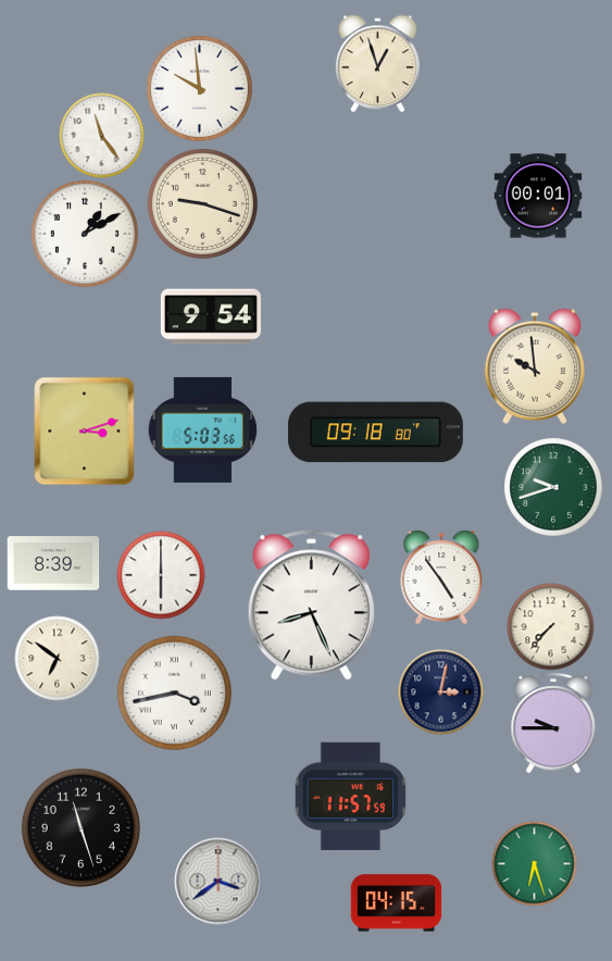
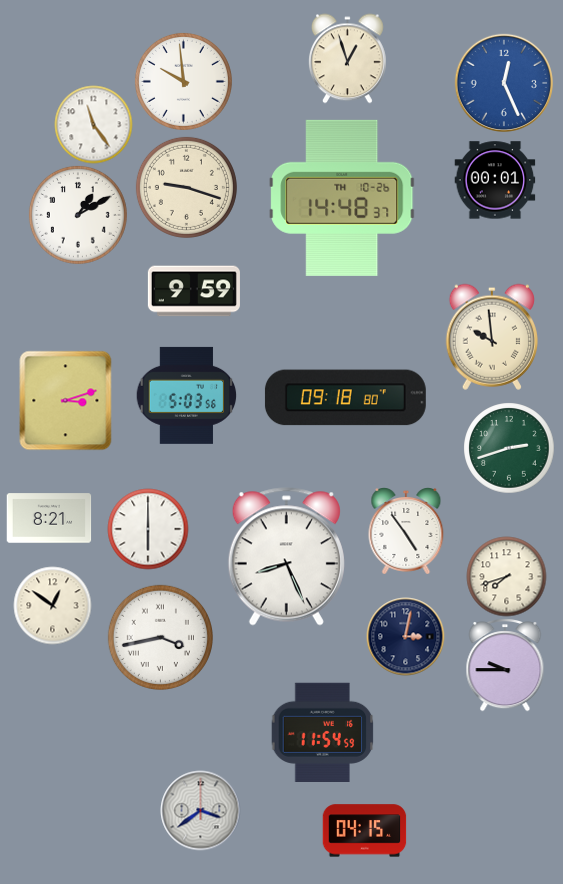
clock at (504, 83): none -> 12:26
clock at (342, 198): none -> 14:48
clock at (211, 316): 9:54 -> 9:59
clock at (85, 430) position: (85, 430) -> (66, 400)
clock at (553, 487): 9:42 -> 2:42
clock at (53, 563): 8:39 -> 8:21
clock at (550, 626): 7:37 -> 7:42
clock at (57, 658): 6:51 -> 12:51
clock at (553, 723) position: (553, 723) -> (505, 665)
clock at (350, 796): 11:57 -> 11:54
clock at (80, 827): 11:27 -> none
clock at (534, 863): 6:27 -> none
